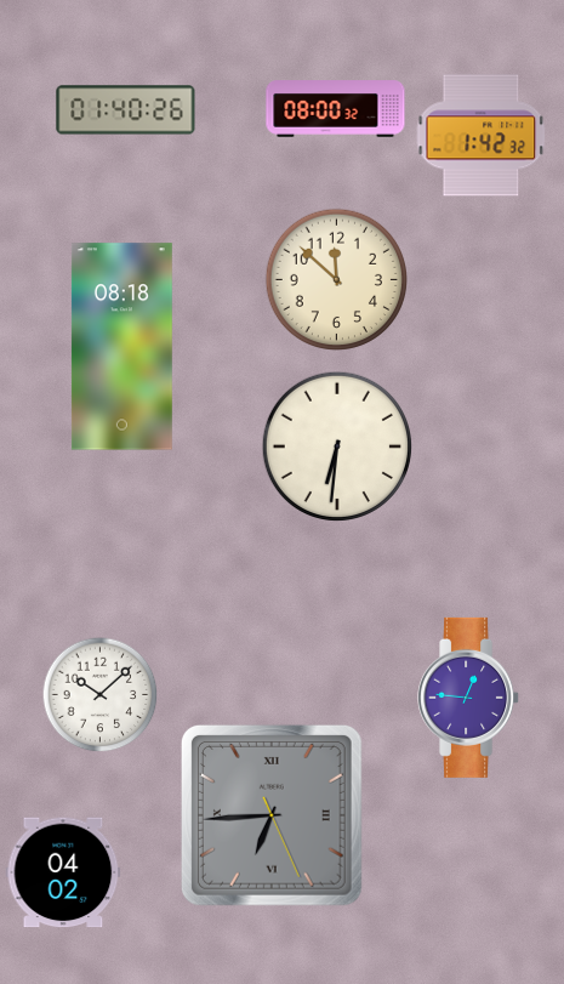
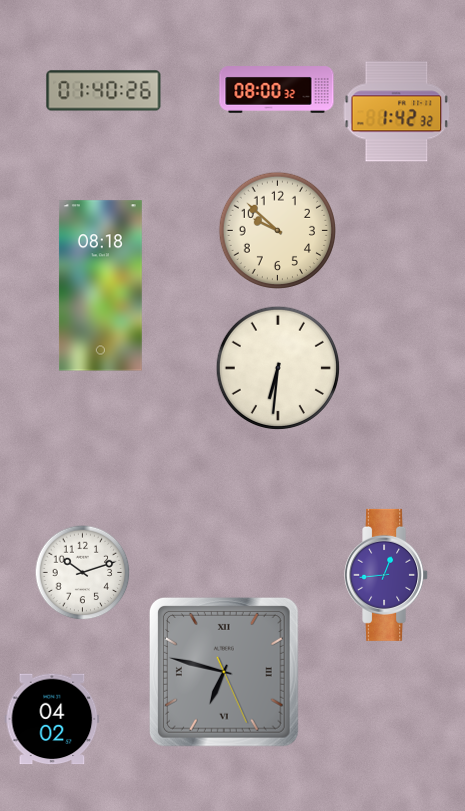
clock at (336, 279): 11:52 -> 9:52
clock at (101, 695): 10:08 -> 10:12
clock at (469, 698): 12:46 -> 12:44
clock at (272, 815): 6:44 -> 6:47
